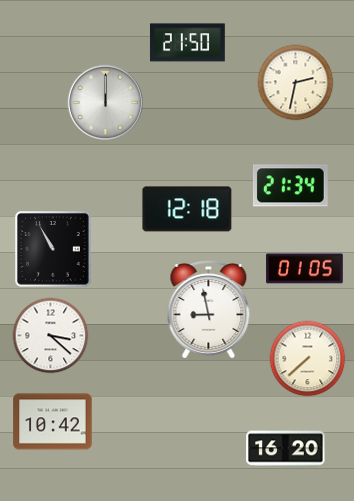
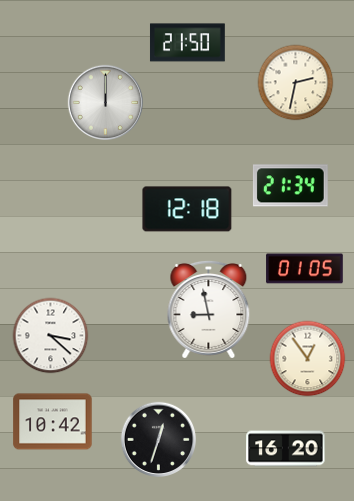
clock at (54, 250): 10:55 -> none
clock at (308, 359): 7:38 -> 12:54
clock at (158, 439): none -> 12:33
